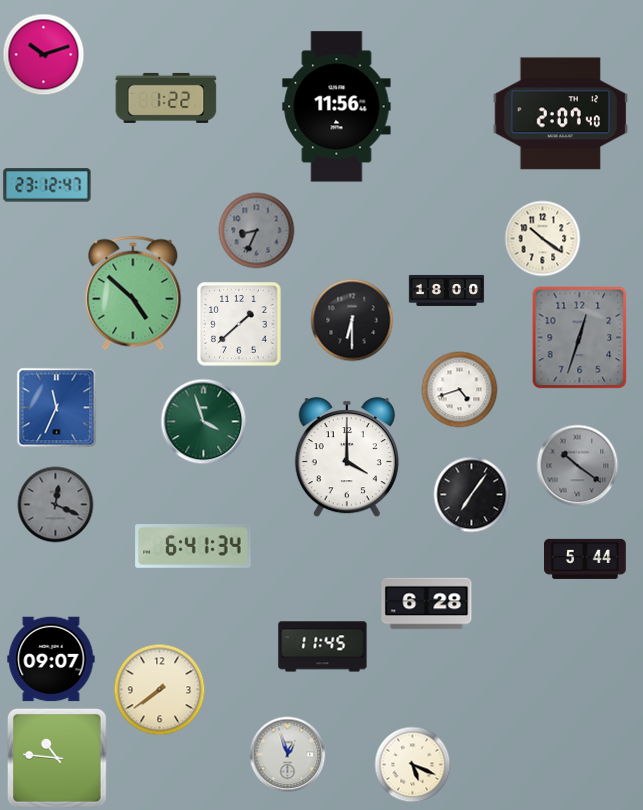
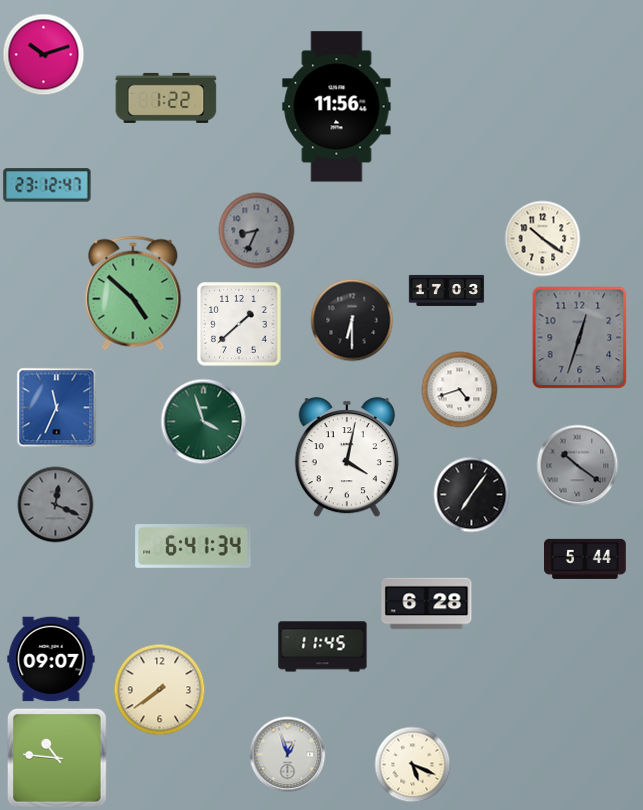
clock at (561, 114): 2:07 -> none
clock at (447, 290): 18:00 -> 17:03
clock at (347, 458): 4:00 -> 4:02
